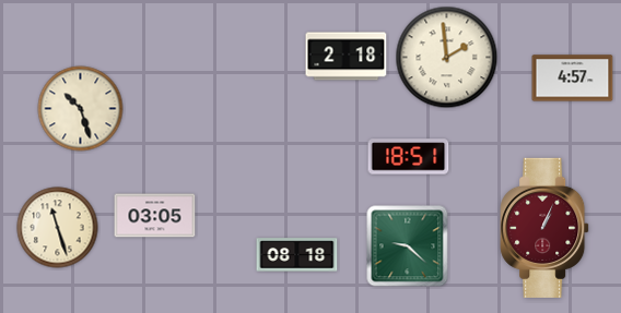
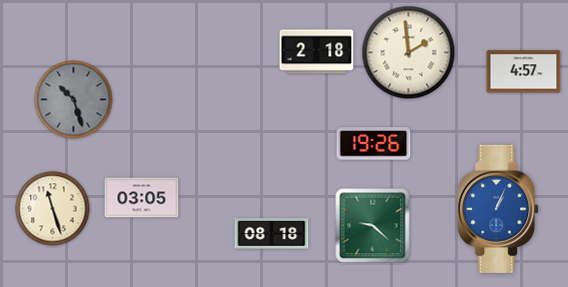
clock at (81, 109) dial: cream -> grey
clock at (409, 157): 18:51 -> 19:26
clock at (544, 228) dial: burgundy -> blue
